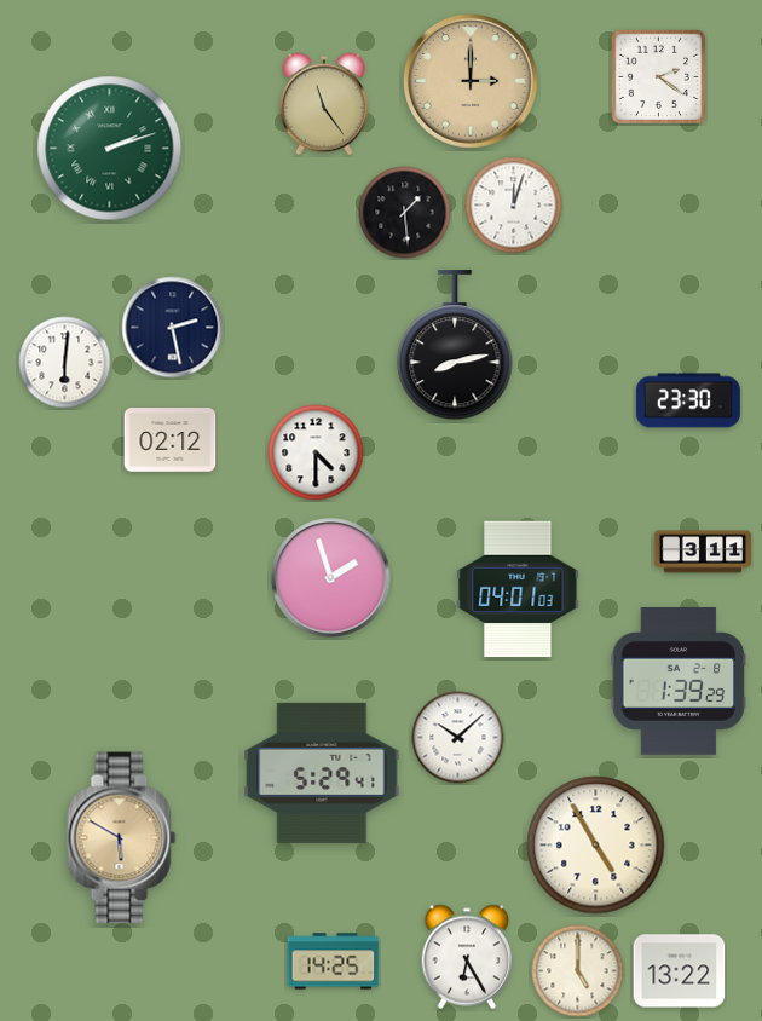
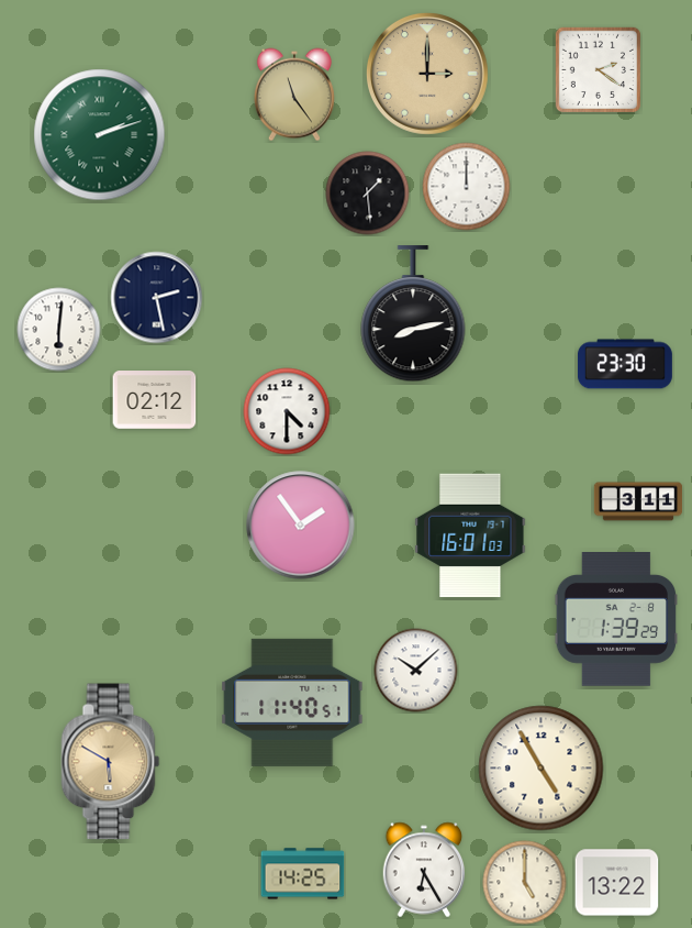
clock at (514, 206): 12:03 -> 12:00
clock at (331, 578): 1:57 -> 1:54
clock at (518, 589): 04:01 -> 16:01
clock at (322, 773): 5:29 -> 11:40
